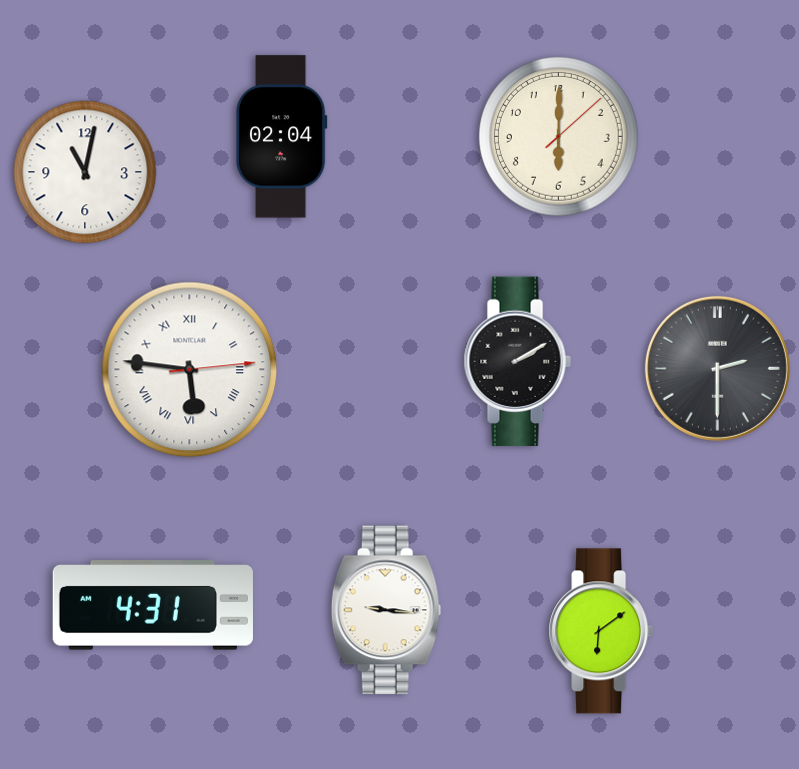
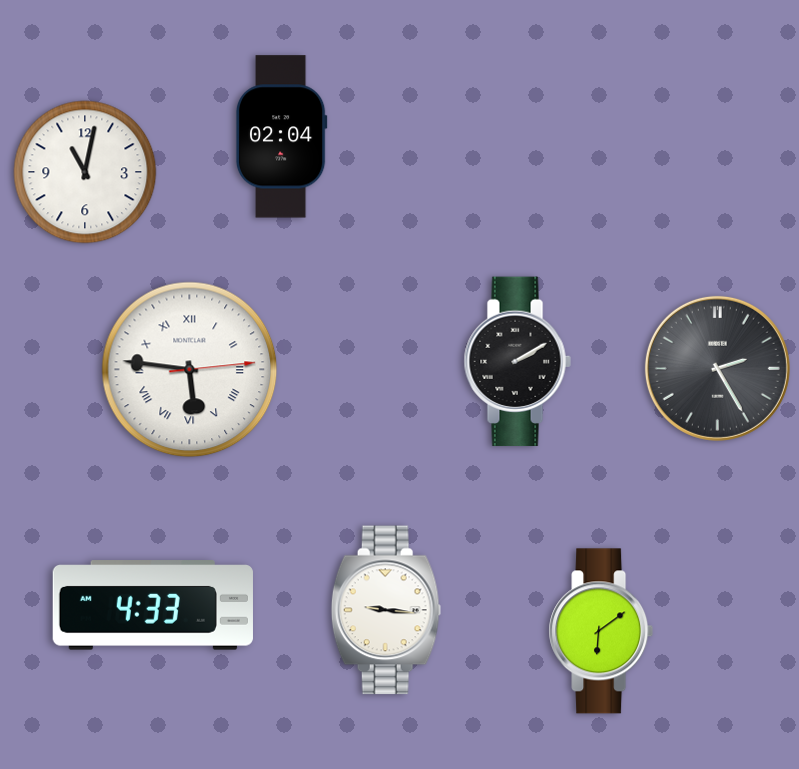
clock at (558, 136): 6:00 -> none
clock at (717, 368): 2:30 -> 2:25
clock at (153, 605): 4:31 -> 4:33
